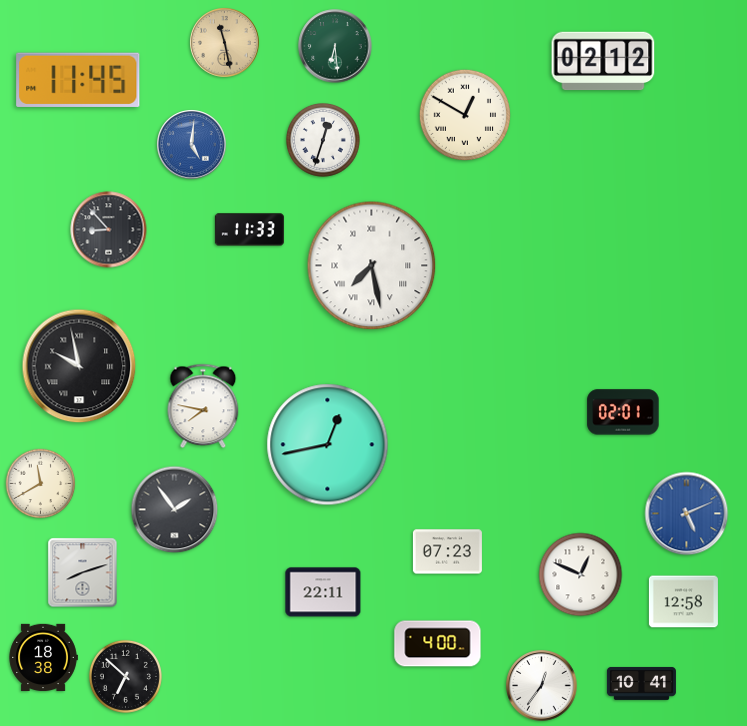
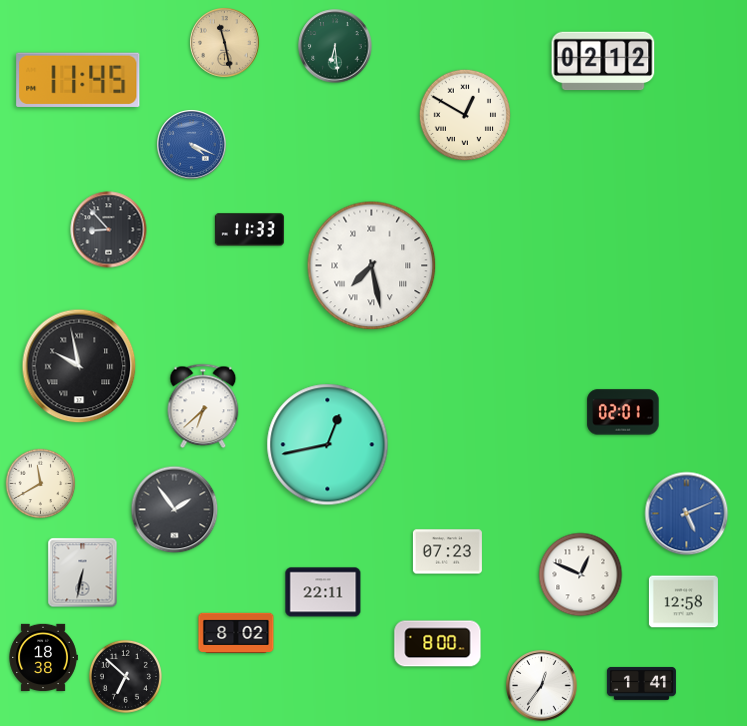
clock at (324, 141): 12:33 -> none
clock at (192, 145): 5:01 -> 4:19
clock at (203, 406): 7:47 -> 6:38
clock at (83, 573): 8:12 -> 6:32
clock at (236, 633): none -> 8:02
clock at (438, 644): 4:00 -> 8:00
clock at (641, 683): 10:41 -> 1:41
